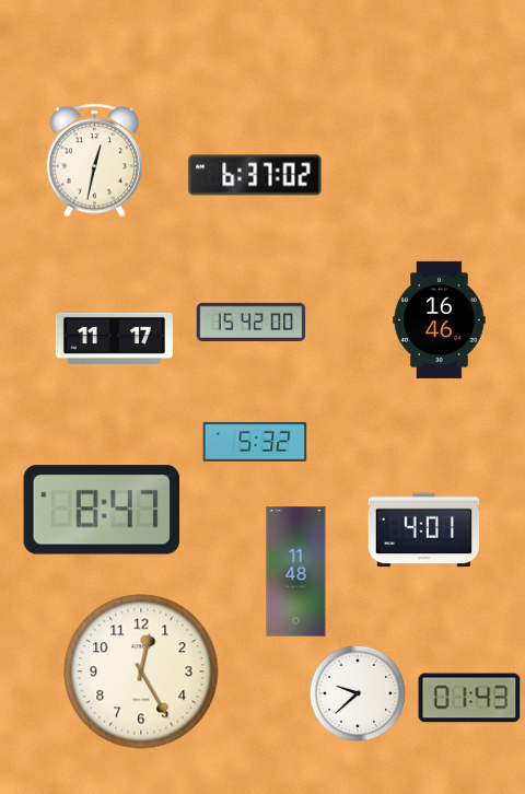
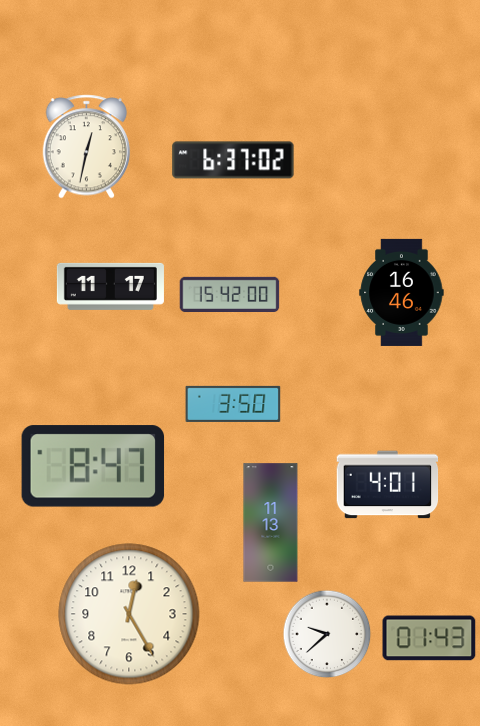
clock at (114, 338) position: (114, 338) -> (110, 286)
clock at (255, 442): 5:32 -> 3:50
clock at (296, 572): 11:48 -> 11:13
